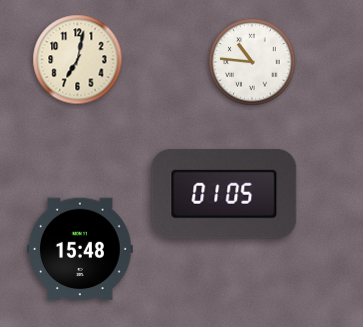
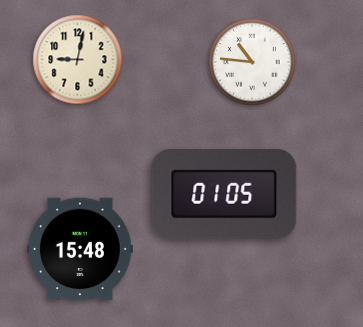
clock at (78, 60): 7:02 -> 9:02
